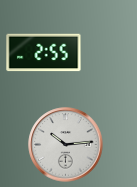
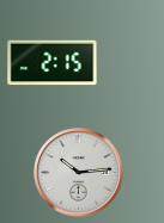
clock at (44, 53): 2:55 -> 2:15
